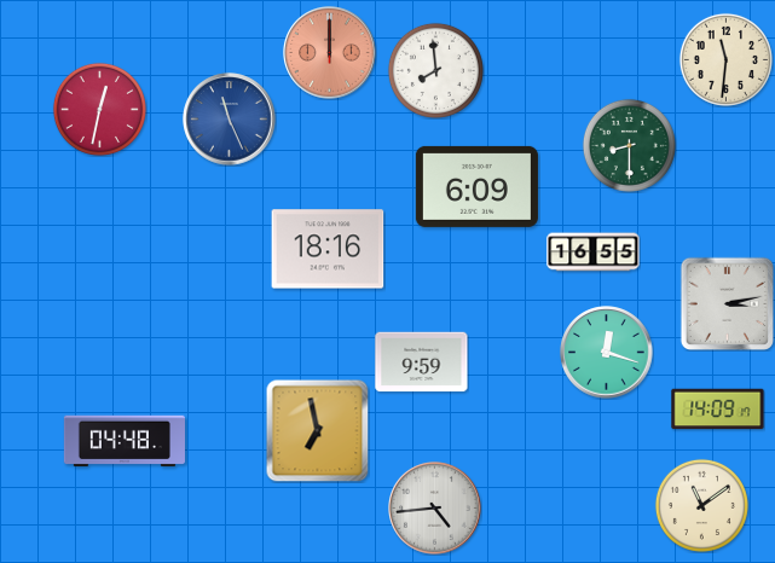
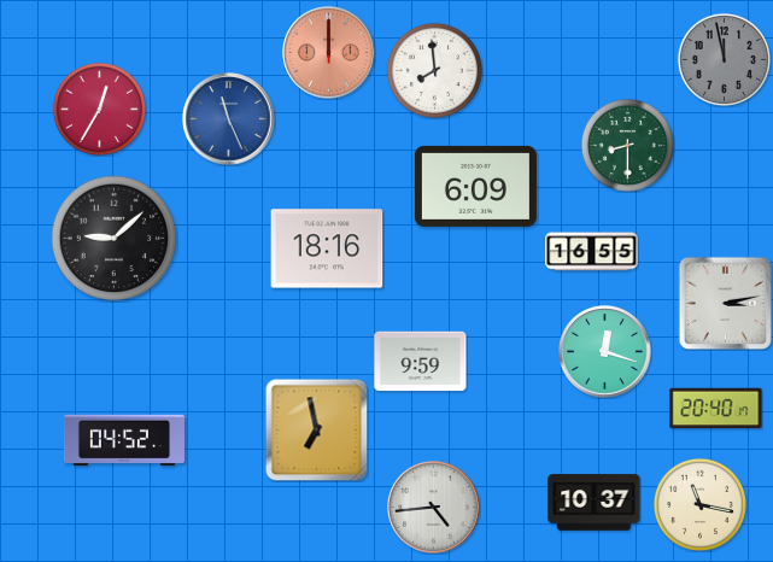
clock at (725, 59): 11:31 -> 11:58
clock at (725, 59) dial: cream -> grey
clock at (99, 109): 12:32 -> 12:35
clock at (115, 239): none -> 9:08
clock at (718, 410): 14:09 -> 20:40
clock at (125, 441): 04:48 -> 04:52
clock at (595, 503): none -> 10:37
clock at (701, 505): 11:09 -> 11:17
